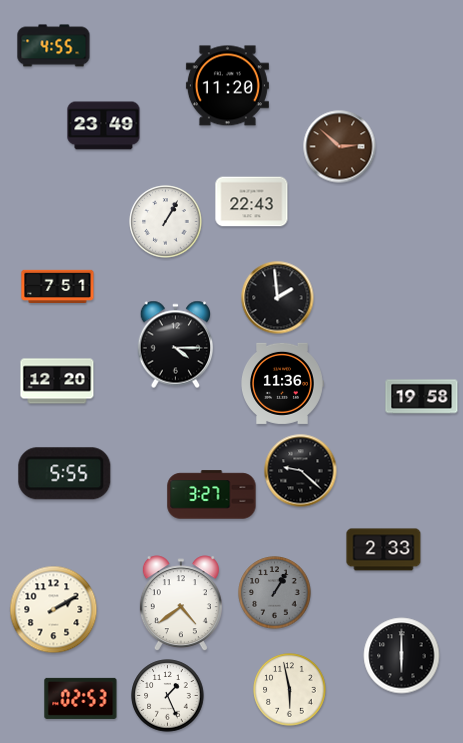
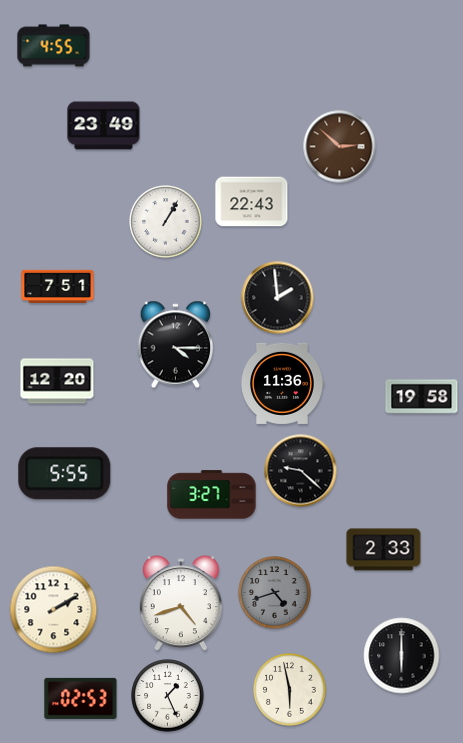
clock at (227, 86): 11:20 -> none
clock at (275, 593): 1:05 -> 4:42
clock at (181, 604): 4:39 -> 4:42
